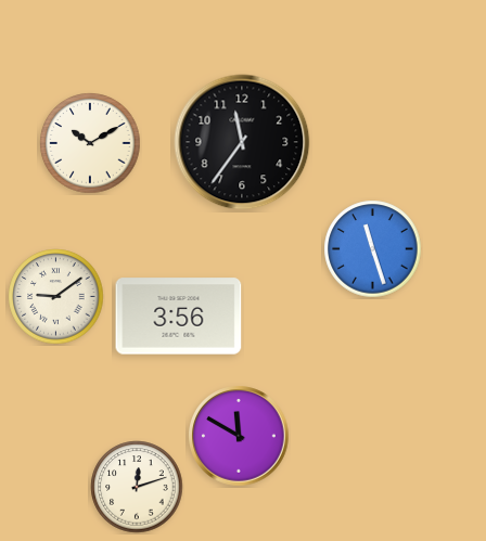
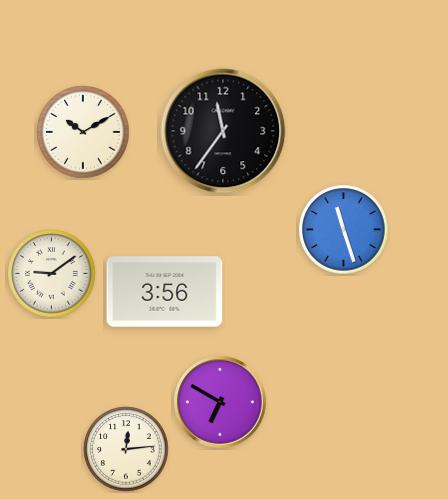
clock at (239, 436): 11:50 -> 6:50
clock at (137, 487): 12:12 -> 12:14
